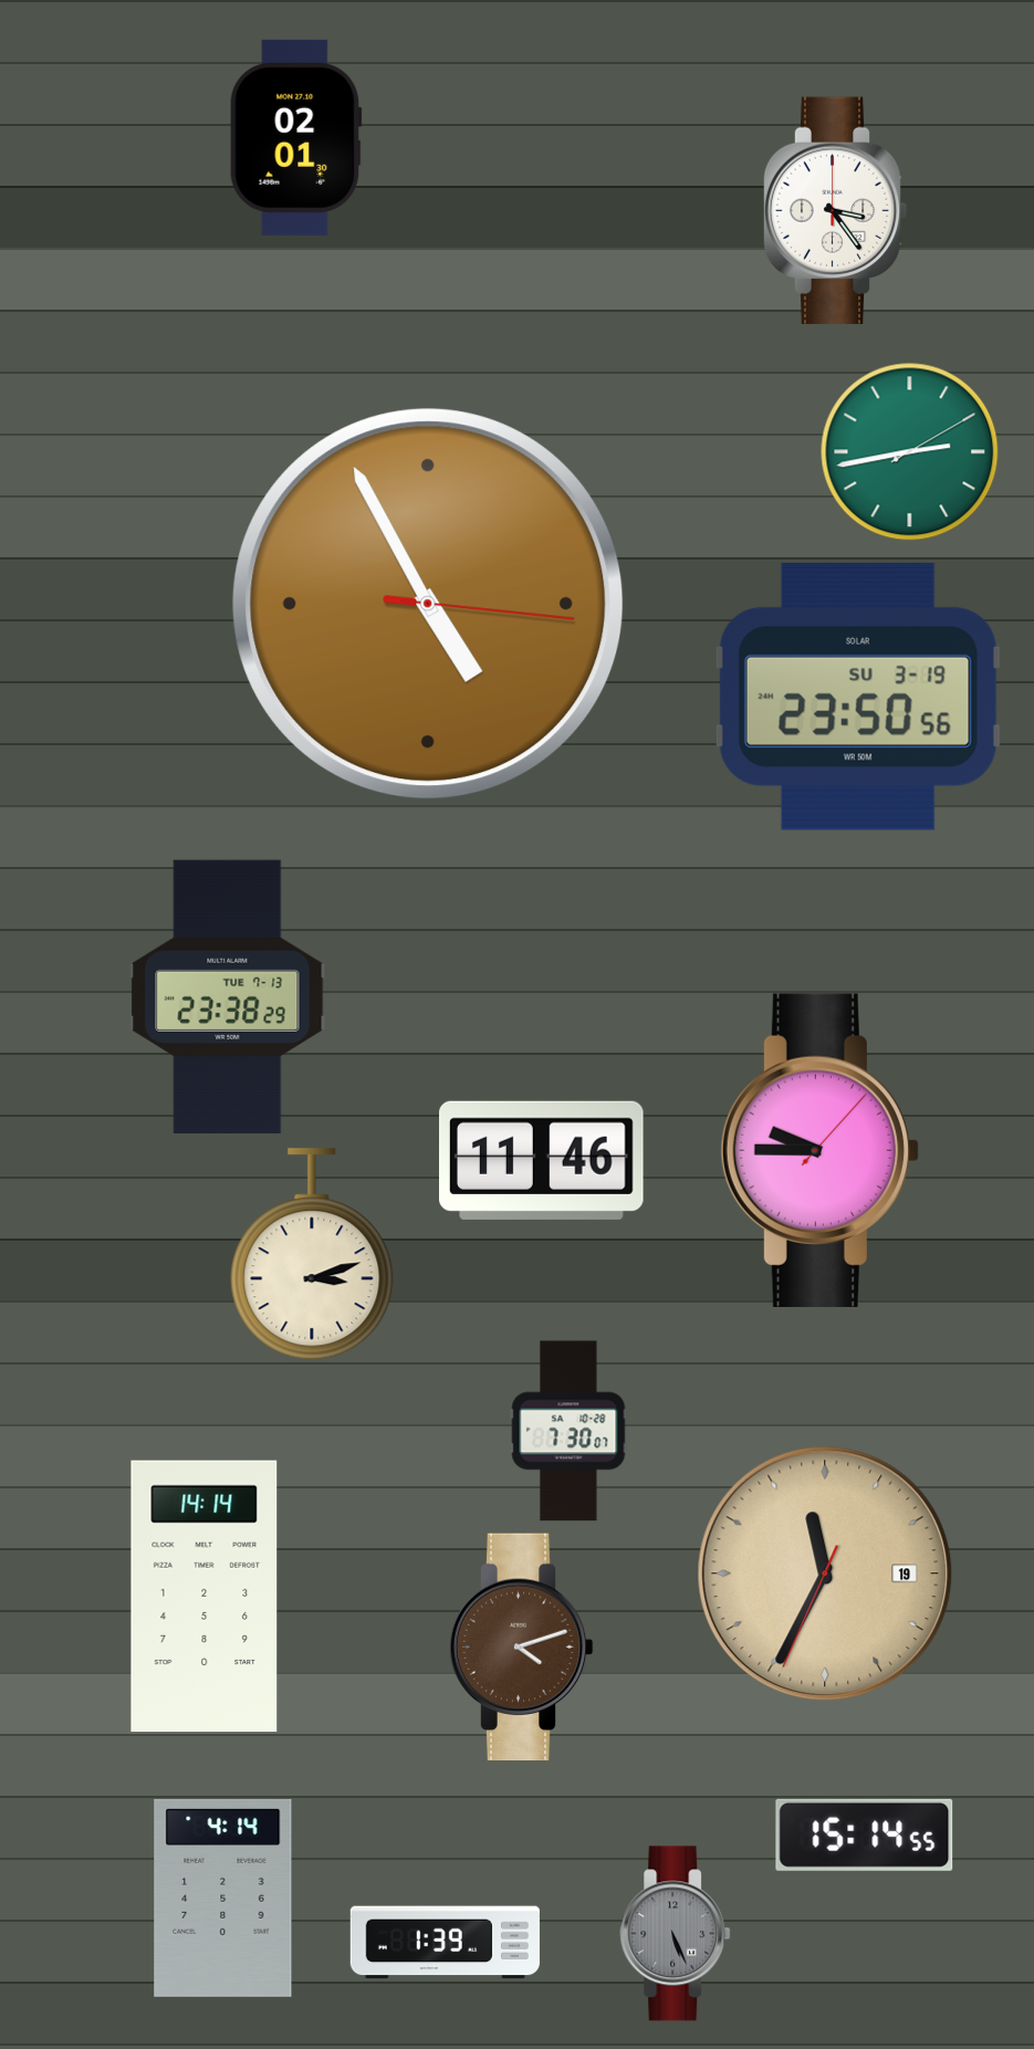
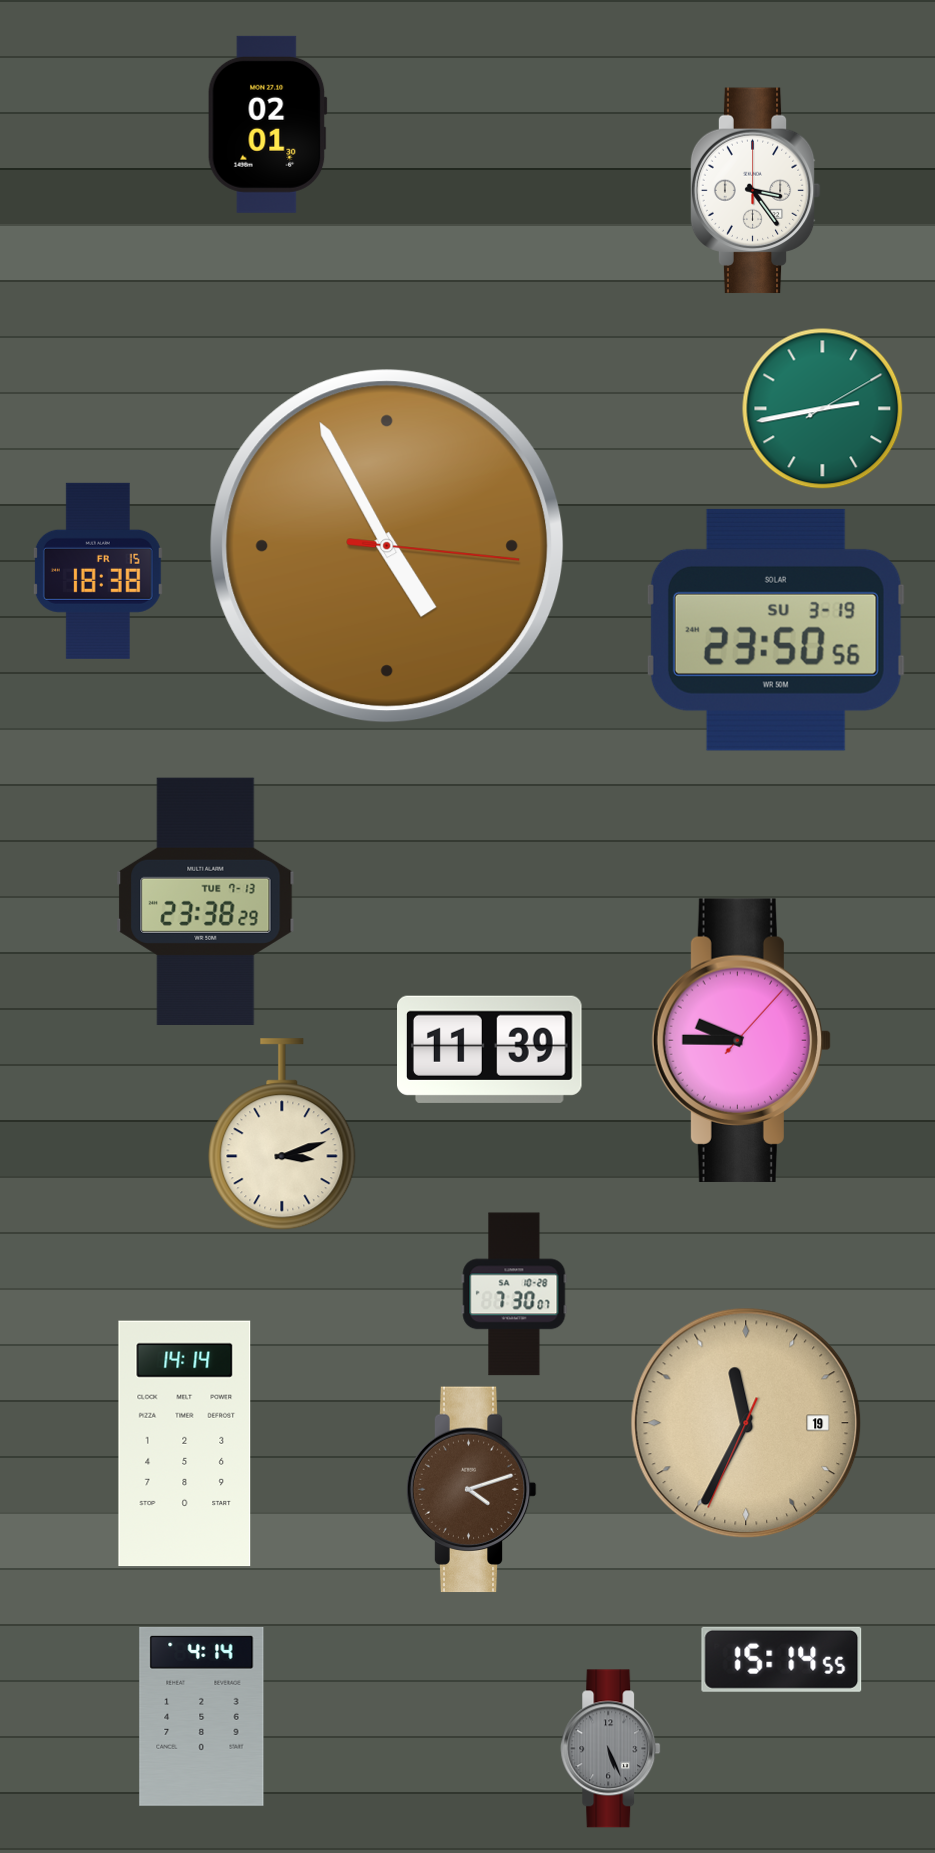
clock at (98, 571): none -> 18:38
clock at (542, 1160): 11:46 -> 11:39
clock at (445, 1943): 1:39 -> none
